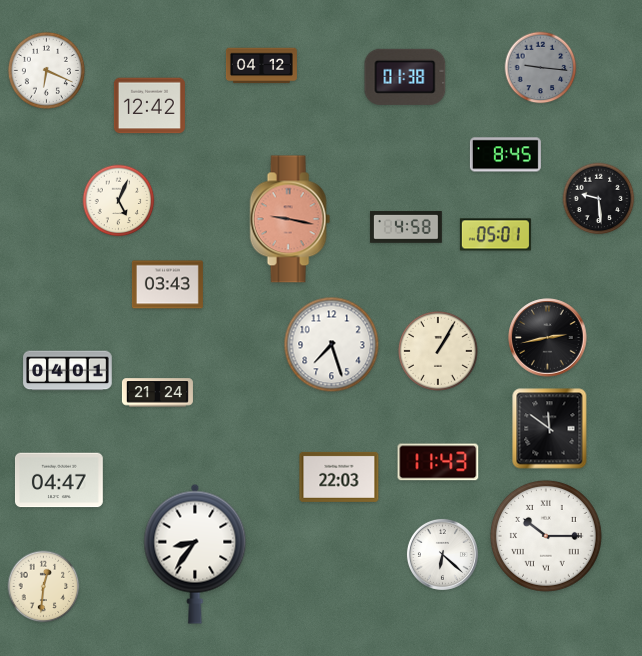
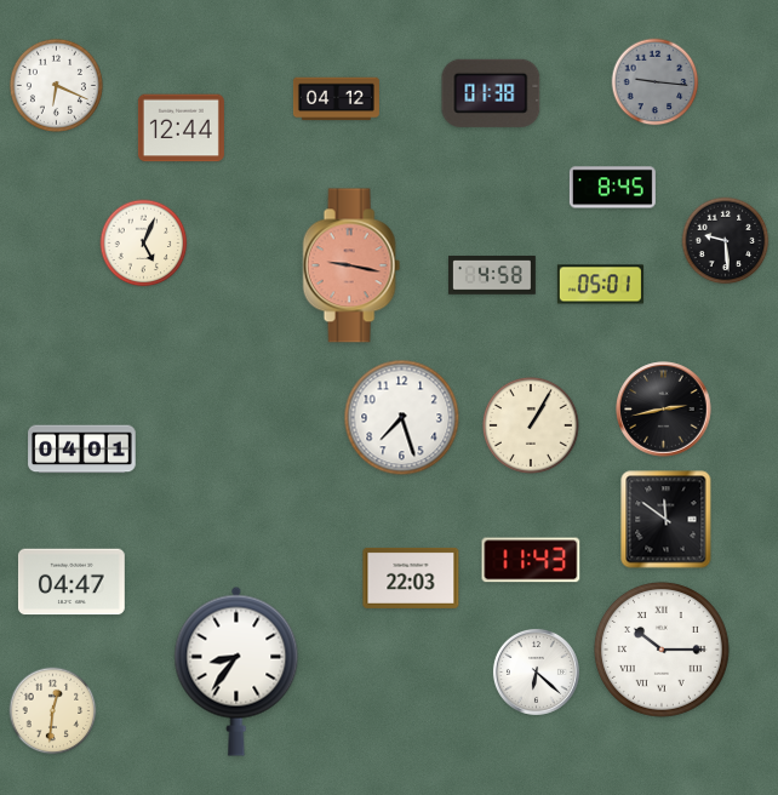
clock at (261, 66) position: (261, 66) -> (336, 99)
clock at (149, 106): 12:42 -> 12:44
clock at (167, 285): 03:43 -> none
clock at (157, 393): 21:24 -> none
